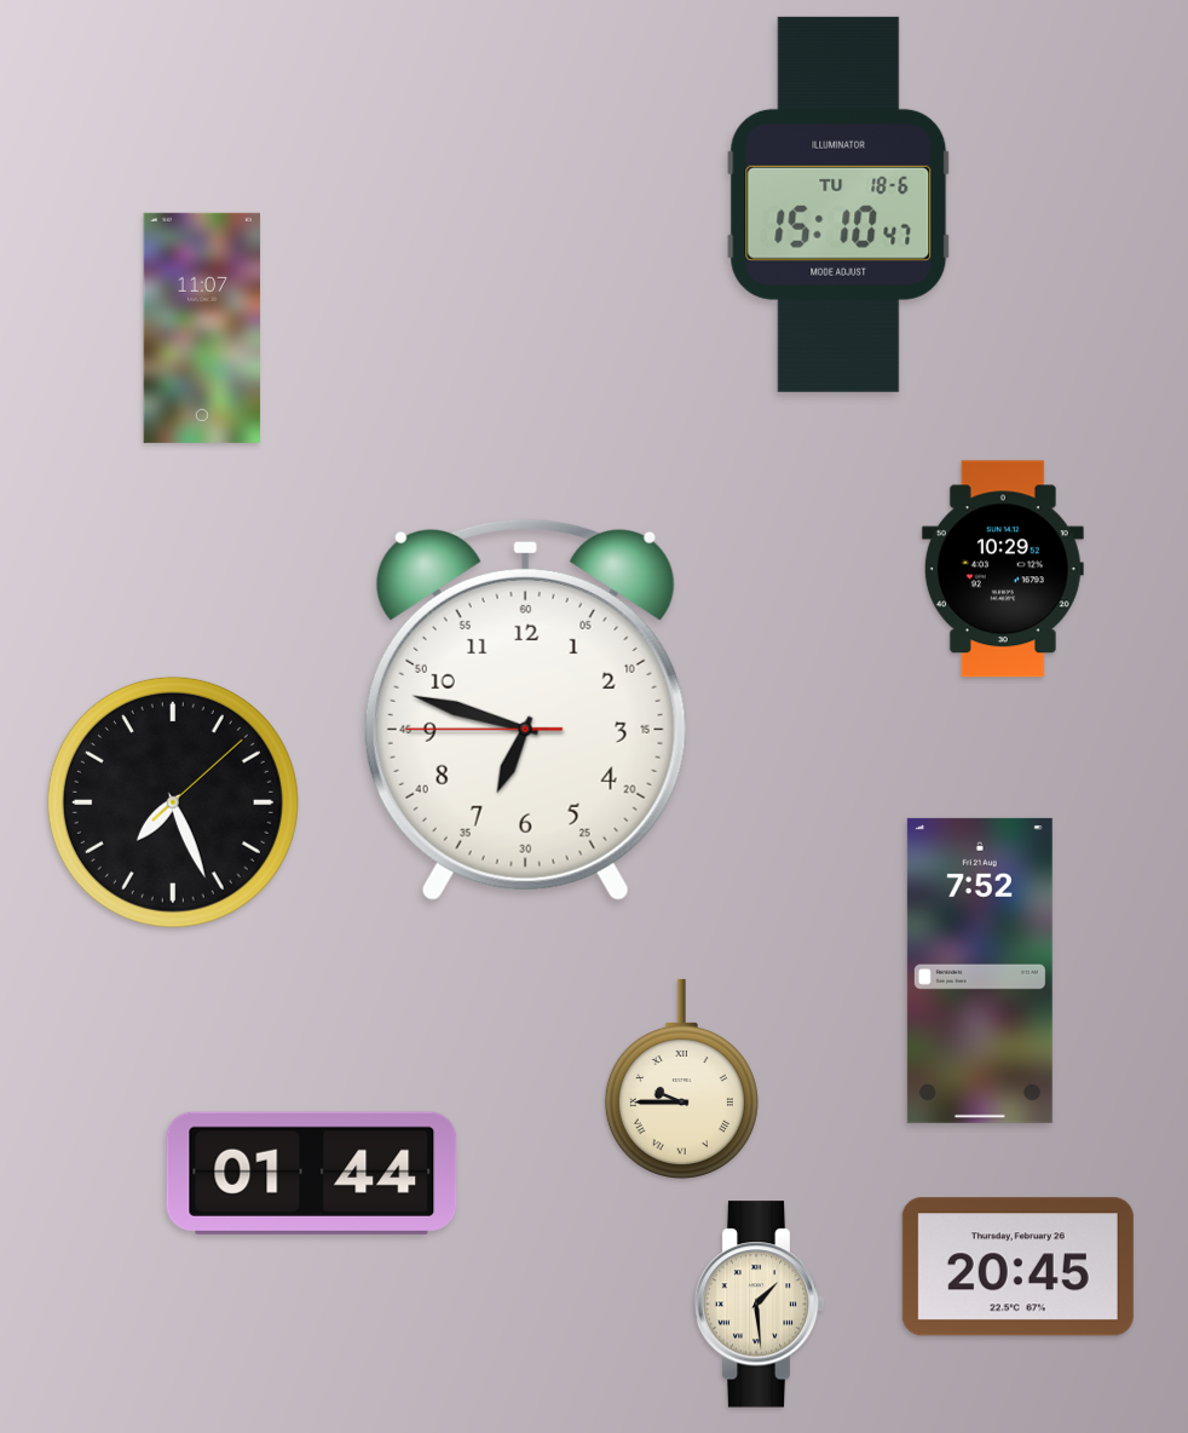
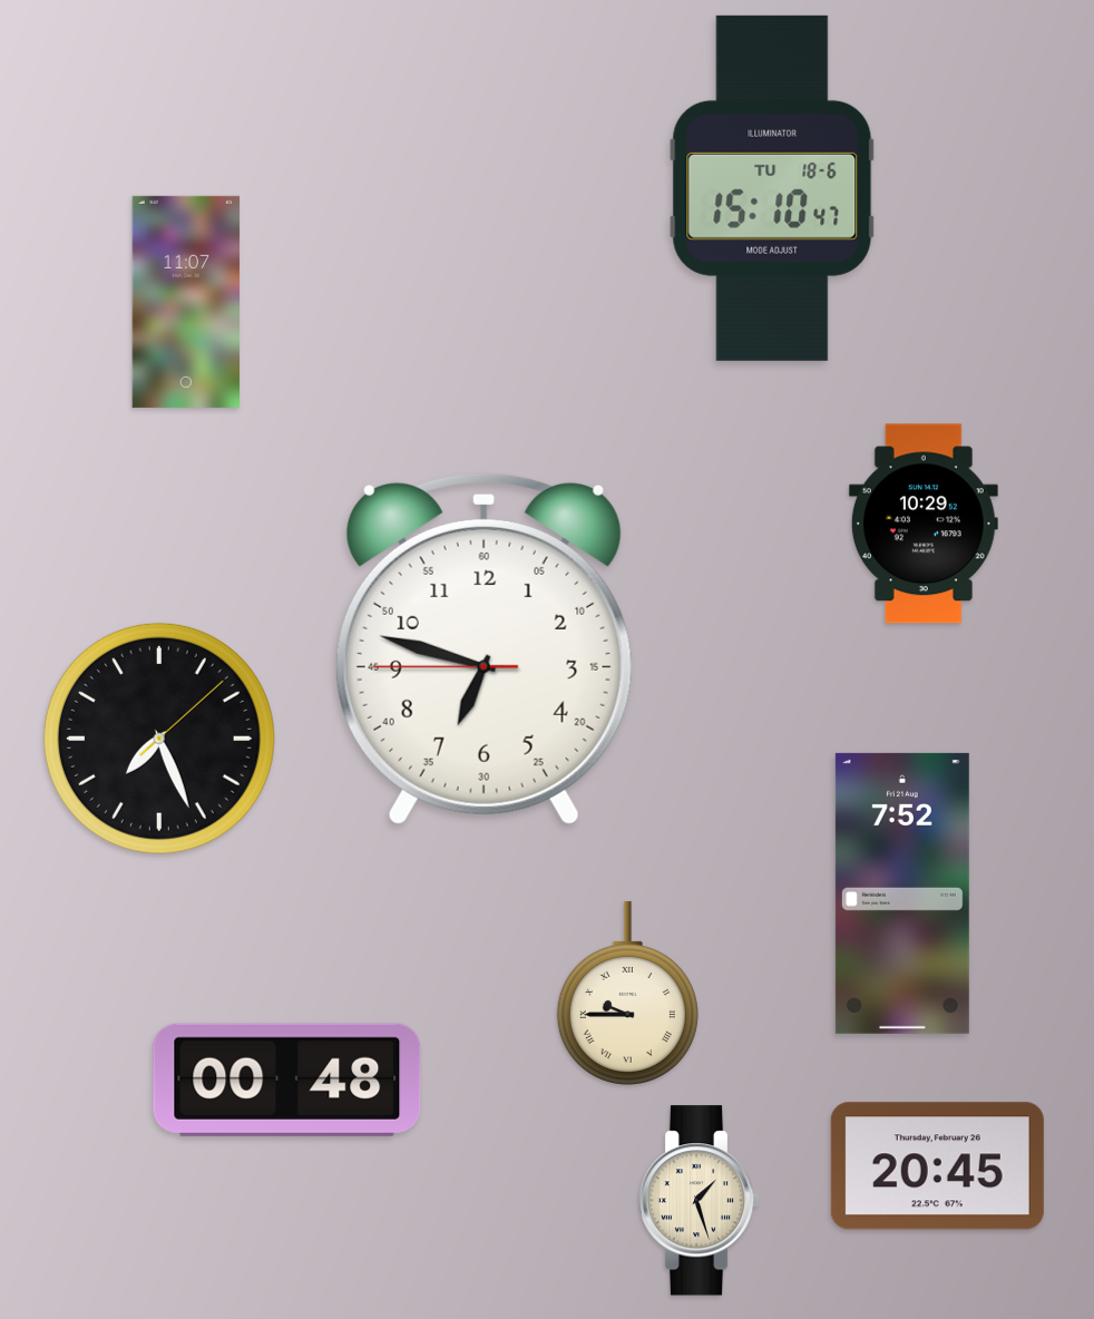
clock at (525, 709) position: (525, 709) -> (483, 648)
clock at (312, 1173): 01:44 -> 00:48
clock at (759, 1305): 1:29 -> 1:27
